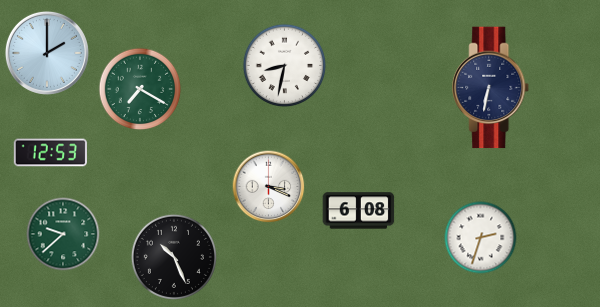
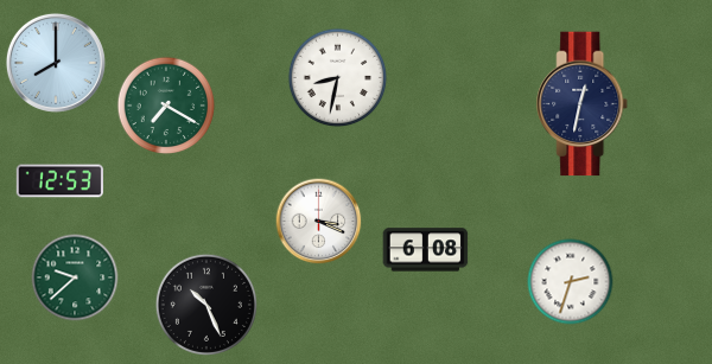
clock at (47, 53): 2:00 -> 8:00
clock at (491, 88): 6:32 -> 12:32
